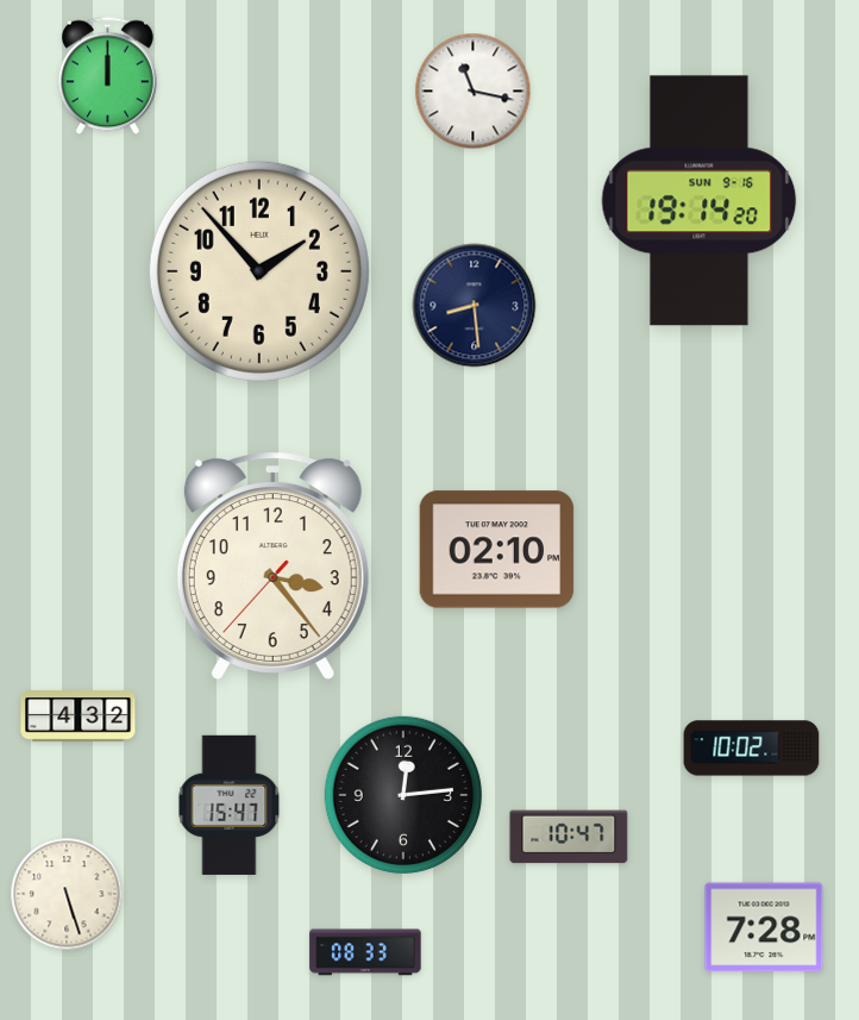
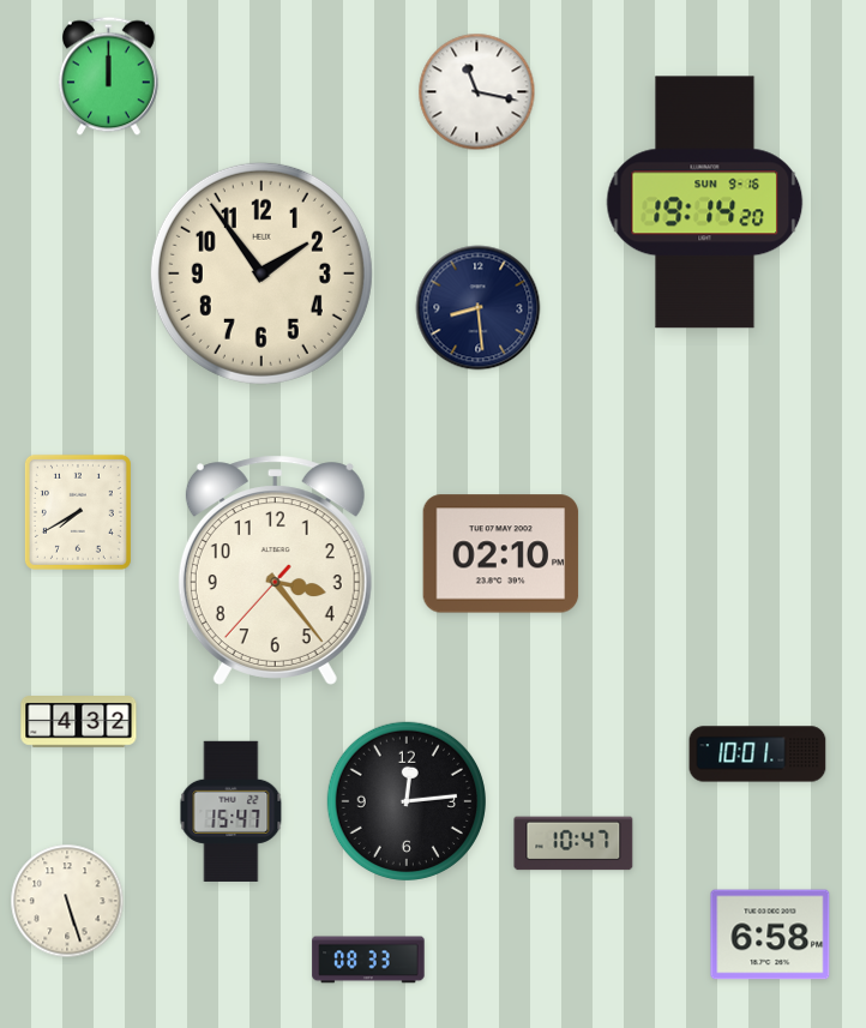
clock at (259, 271): 1:53 -> 1:54
clock at (78, 512): none -> 7:40
clock at (752, 749): 10:02 -> 10:01
clock at (764, 927): 7:28 -> 6:58
